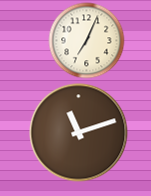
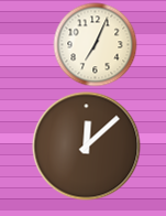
clock at (79, 133): 11:12 -> 12:08
